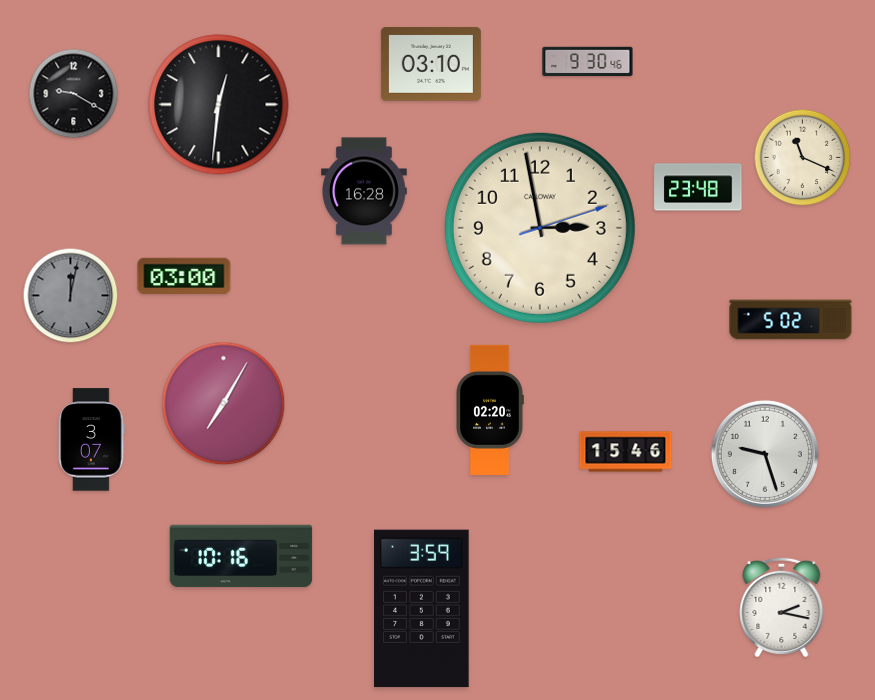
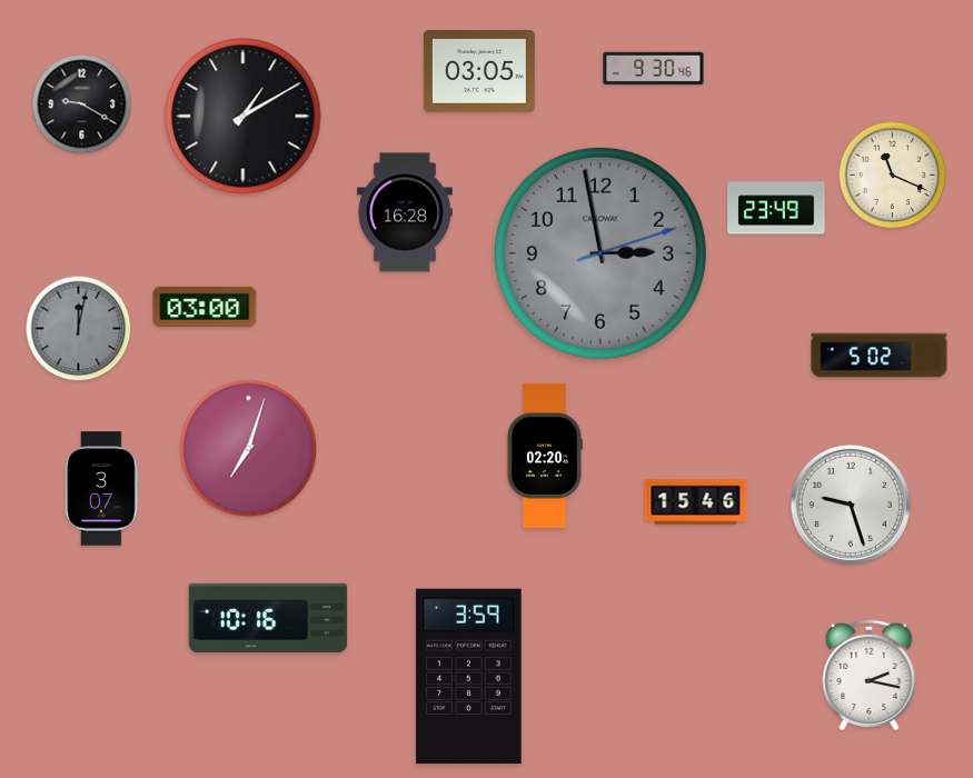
clock at (431, 64): 03:10 -> 03:05
clock at (219, 105): 12:31 -> 1:10
clock at (698, 187): 23:48 -> 23:49
clock at (540, 228) dial: cream -> grey
clock at (224, 404): 7:05 -> 7:03
